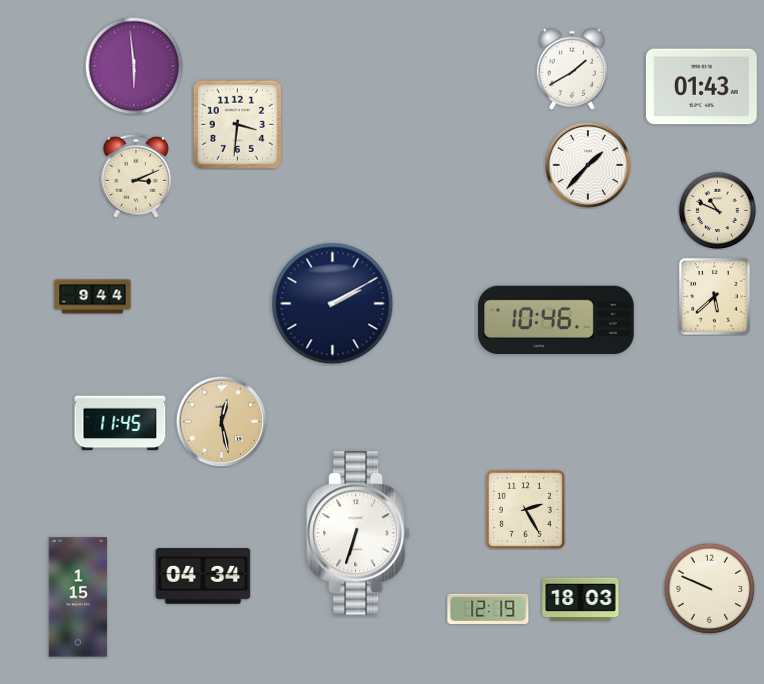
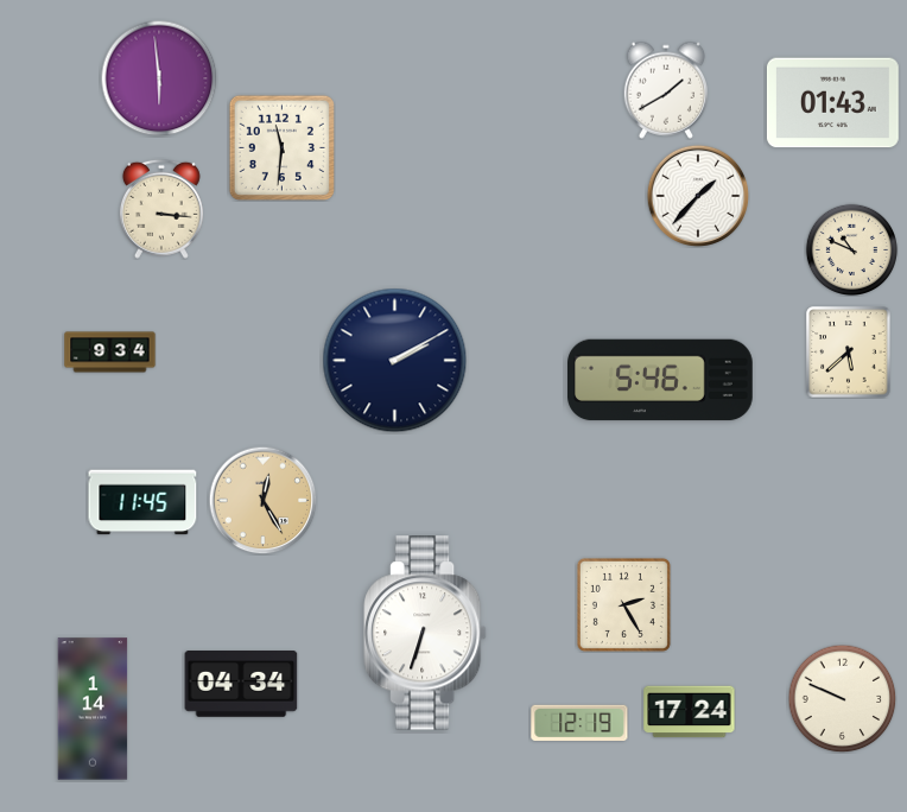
clock at (571, 69) position: (571, 69) -> (665, 90)
clock at (237, 124): 3:31 -> 11:31
clock at (136, 176): 3:11 -> 3:16
clock at (93, 297): 9:44 -> 9:34
clock at (556, 320): 10:46 -> 5:46
clock at (221, 421): 12:28 -> 12:25
clock at (78, 597): 1:15 -> 1:14
clock at (581, 600): 18:03 -> 17:24
